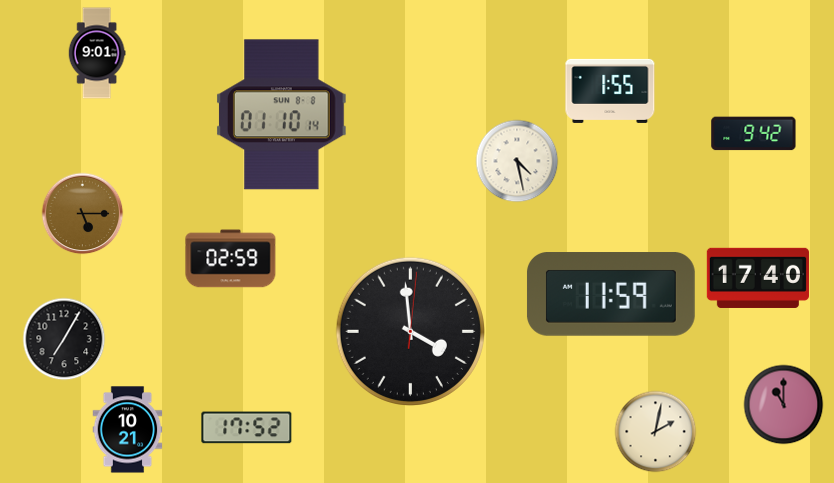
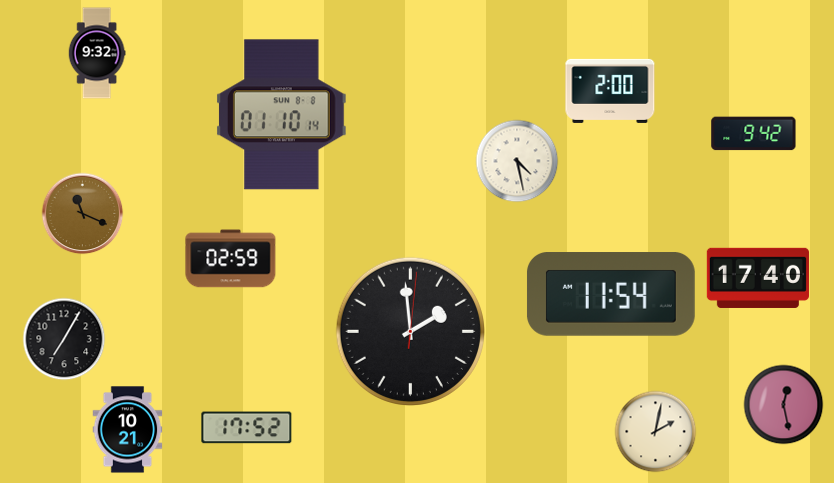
clock at (97, 53): 9:01 -> 9:32
clock at (610, 91): 1:55 -> 2:00
clock at (83, 214): 5:15 -> 11:19
clock at (611, 295): 11:59 -> 11:54
clock at (410, 331): 3:59 -> 1:59
clock at (784, 405): 11:00 -> 12:28
